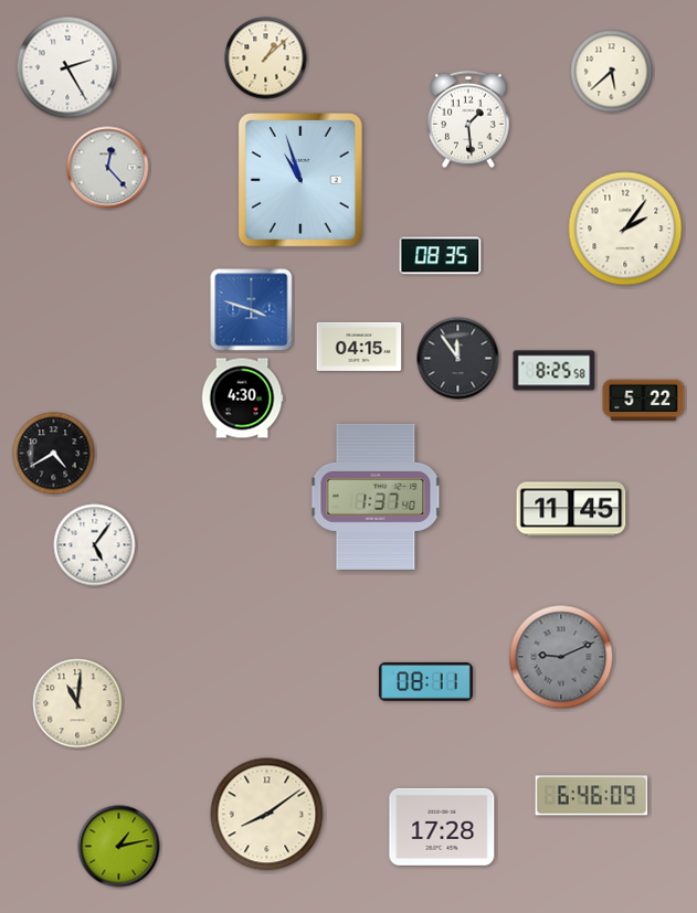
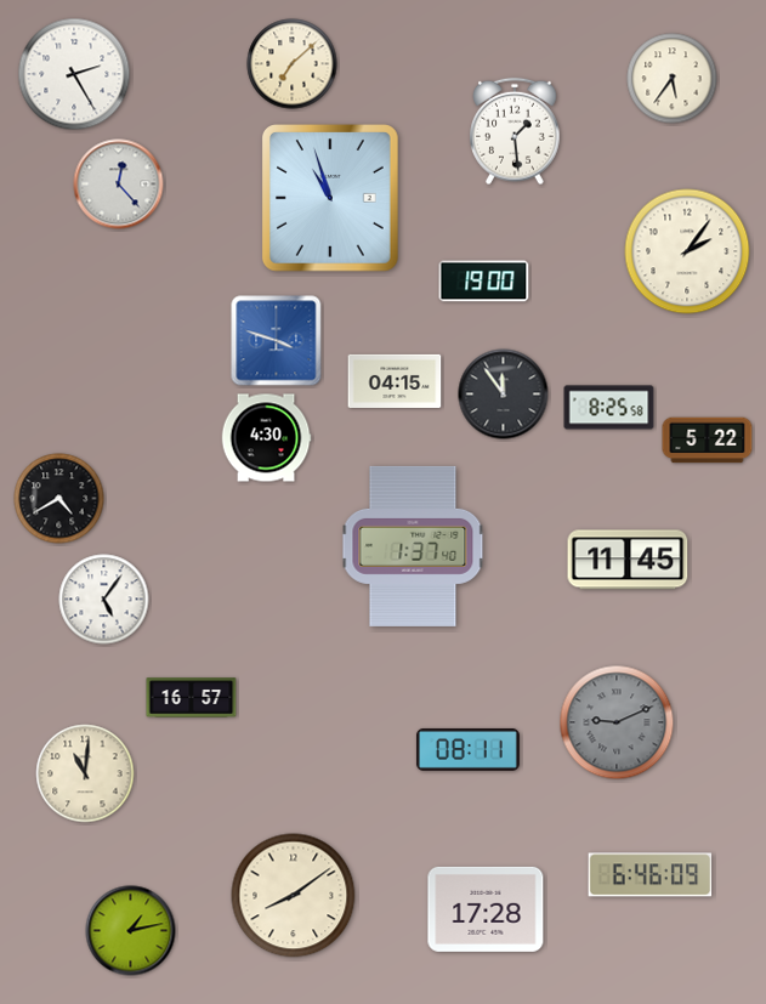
clock at (266, 59): 1:08 -> 7:08
clock at (612, 72): 5:38 -> 5:36
clock at (441, 256): 08:35 -> 19:00
clock at (192, 698): none -> 16:57
